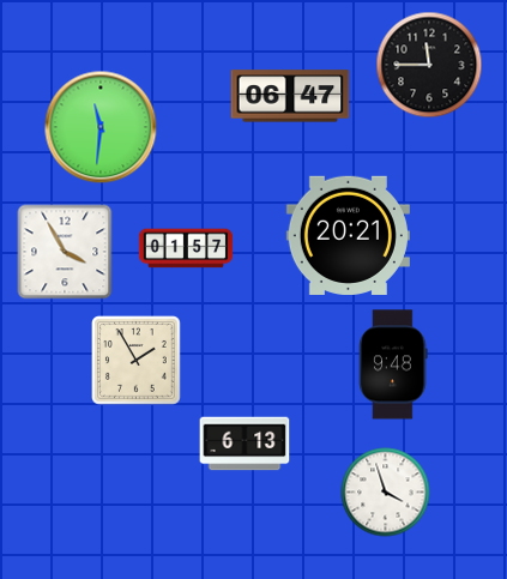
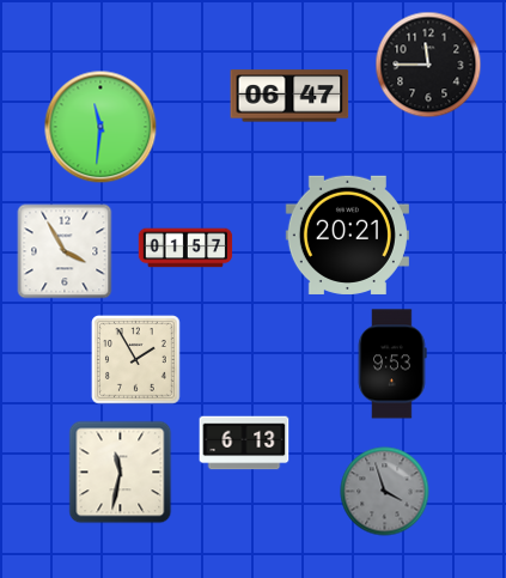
clock at (393, 364): 9:48 -> 9:53
clock at (121, 473): none -> 11:32
clock at (386, 493) dial: white -> grey
